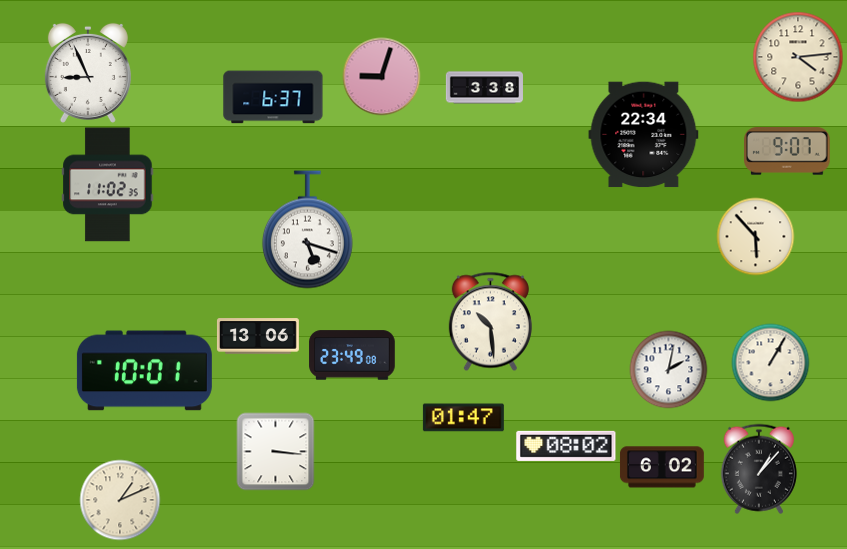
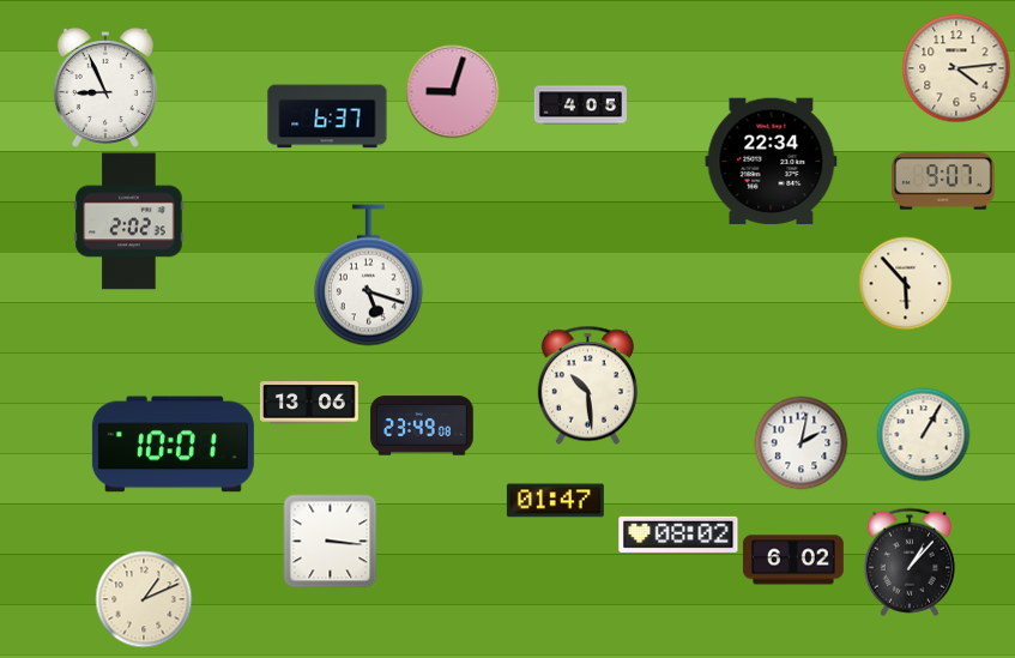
clock at (381, 76) position: (381, 76) -> (452, 91)
clock at (484, 88): 3:38 -> 4:05
clock at (108, 185): 11:02 -> 2:02
